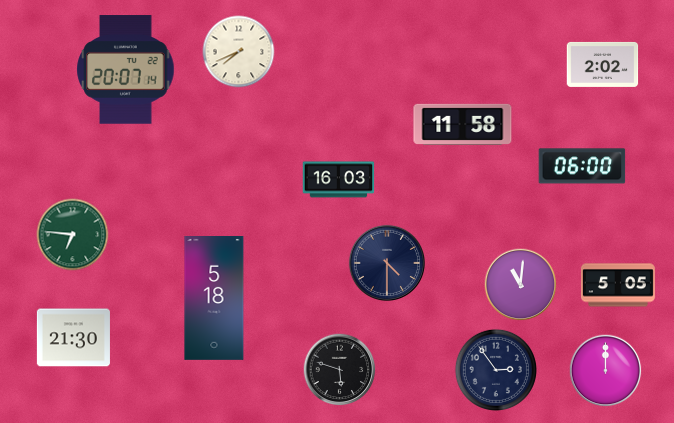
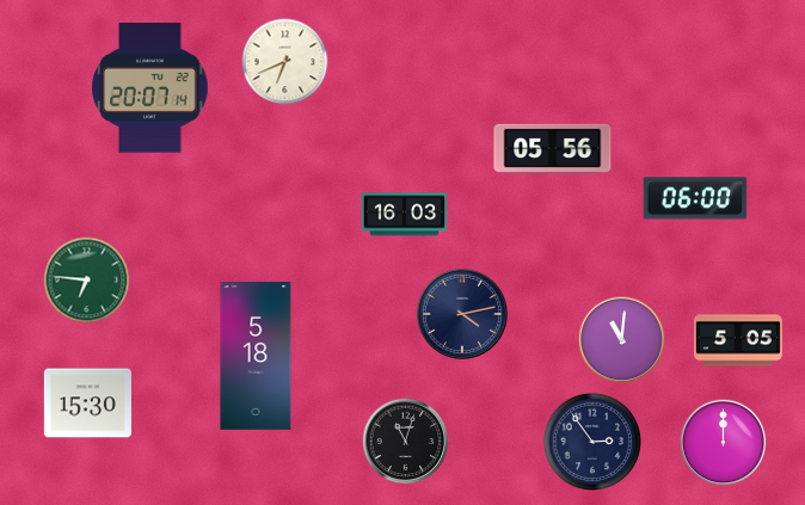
clock at (239, 52): 7:41 -> 6:41
clock at (603, 64): 2:02 -> none
clock at (126, 70) position: (126, 70) -> (150, 88)
clock at (463, 124): 11:58 -> 05:56
clock at (387, 263): 4:30 -> 4:13
clock at (73, 338): 21:30 -> 15:30
clock at (340, 370): 5:48 -> 11:03
